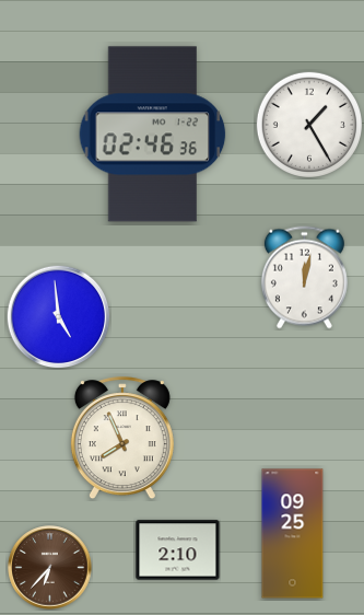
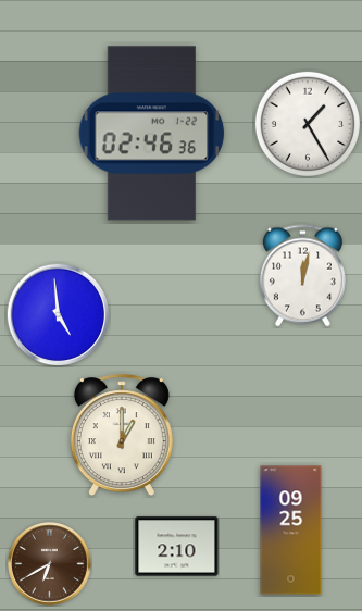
clock at (122, 439): 7:56 -> 1:00
clock at (50, 568): 6:37 -> 6:40
